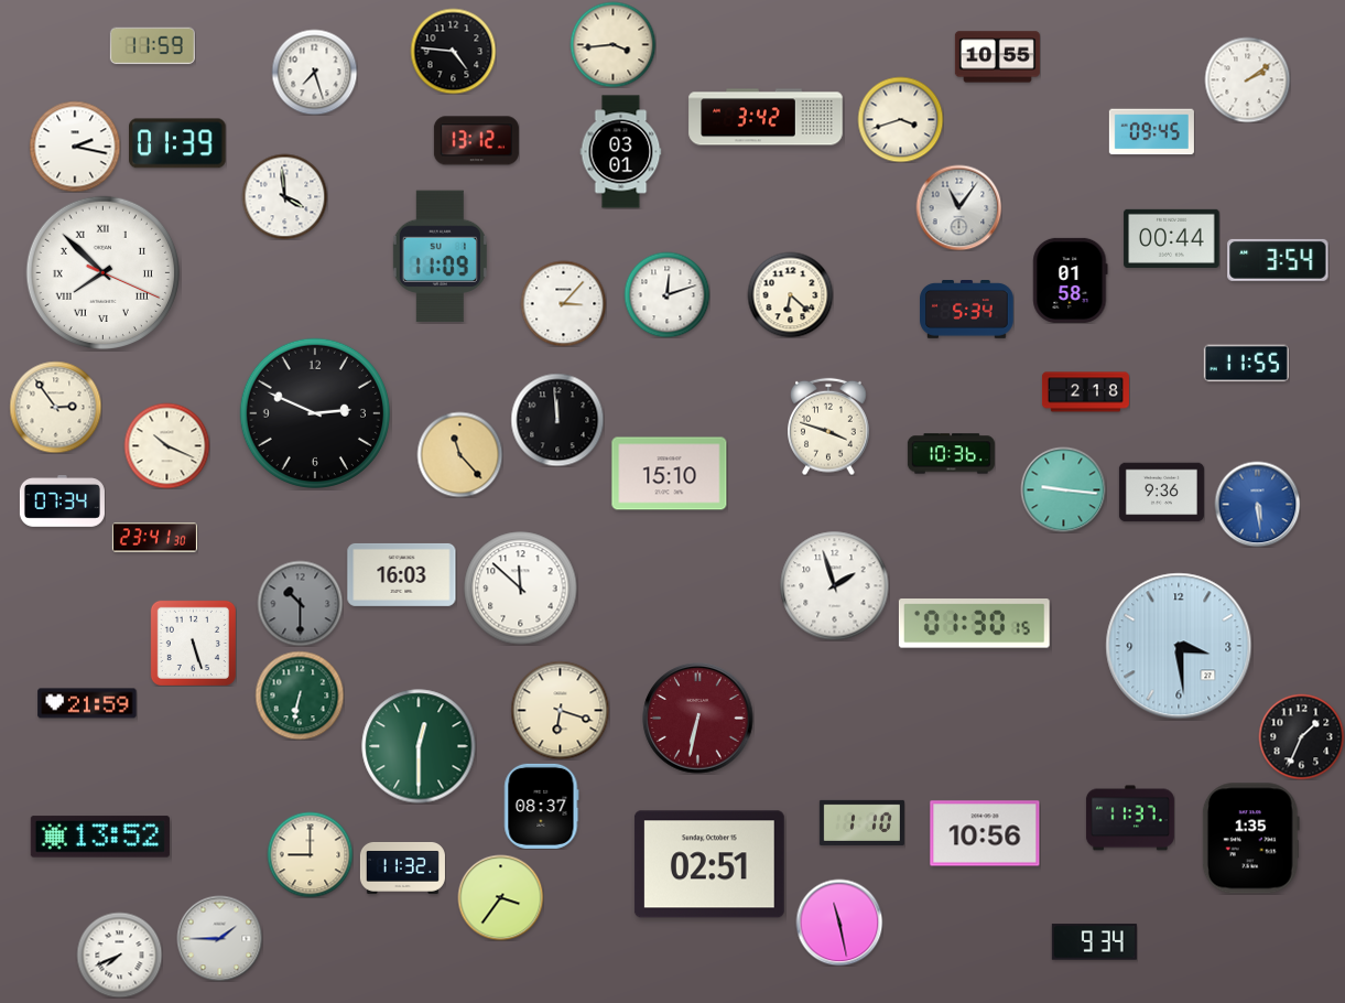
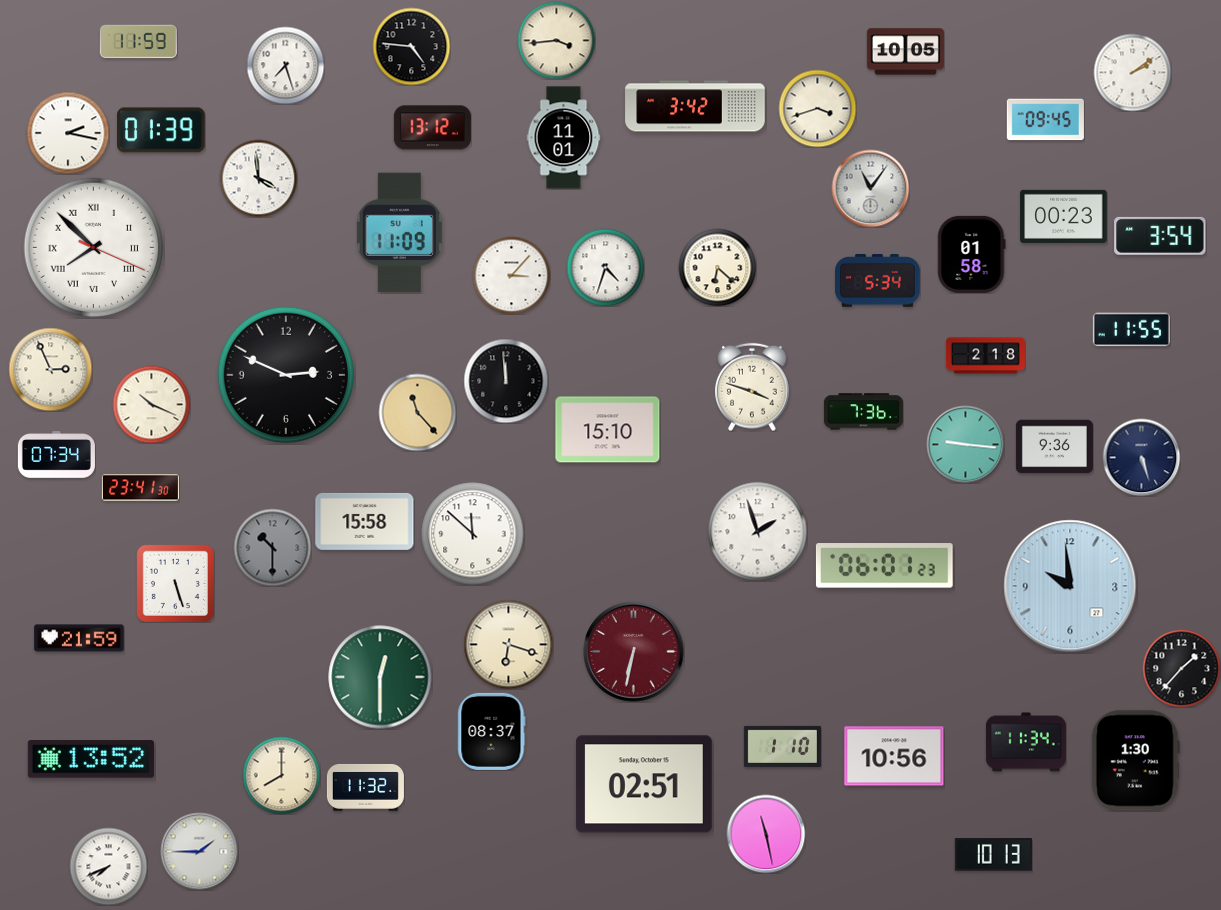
clock at (997, 57): 10:55 -> 10:05
clock at (621, 152): 03:01 -> 11:01
clock at (1172, 238): 00:44 -> 00:23
clock at (666, 294): 12:12 -> 4:33
clock at (55, 407): 2:54 -> 2:56
clock at (951, 454): 10:36 -> 7:36
clock at (1257, 504): 5:29 -> 5:27
clock at (1257, 504) dial: blue -> navy
clock at (402, 574): 16:03 -> 15:58
clock at (974, 624): 01:30 -> 06:01
clock at (1179, 646): 3:29 -> 9:59
clock at (300, 695): 6:32 -> none
clock at (1301, 736): 1:34 -> 1:37
clock at (1130, 818): 11:37 -> 11:34
clock at (1250, 839): 1:35 -> 1:30
clock at (310, 854): 9:00 -> 8:00
clock at (500, 897): 3:36 -> none
clock at (839, 923) position: (839, 923) -> (766, 834)
clock at (1094, 942): 9:34 -> 10:13
